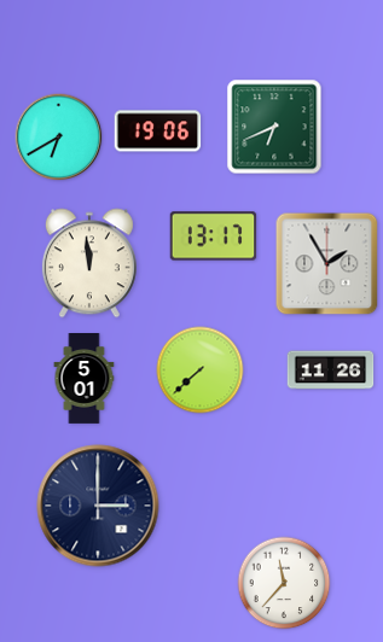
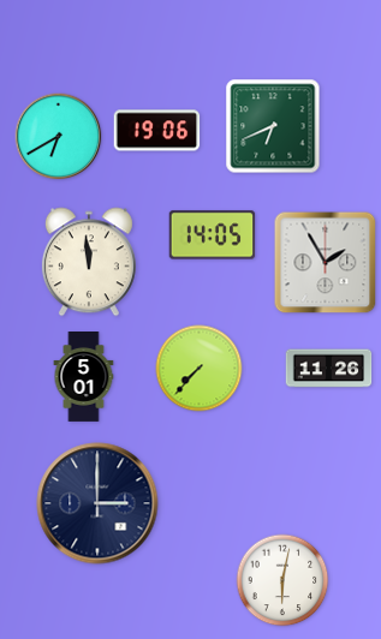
clock at (214, 237): 13:17 -> 14:05
clock at (201, 370): 7:38 -> 7:37
clock at (284, 583): 11:37 -> 6:02
